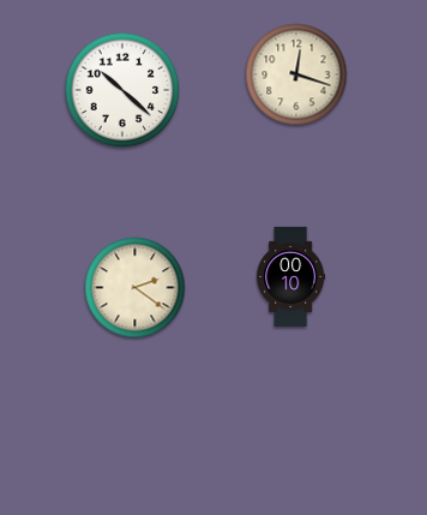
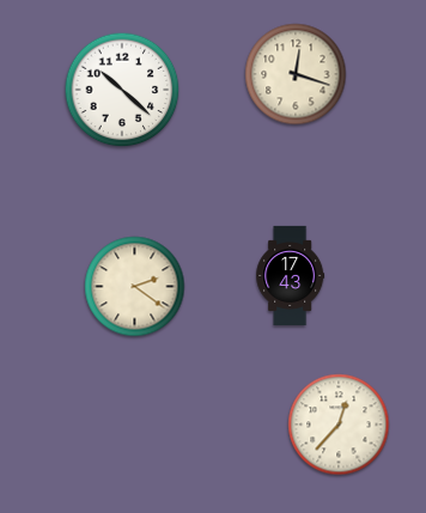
clock at (291, 276): 00:10 -> 17:43
clock at (339, 425): none -> 12:37
